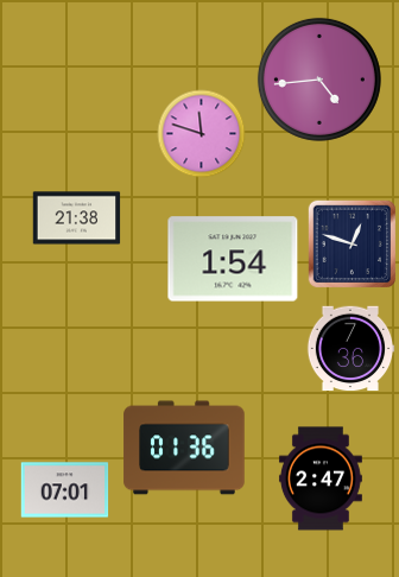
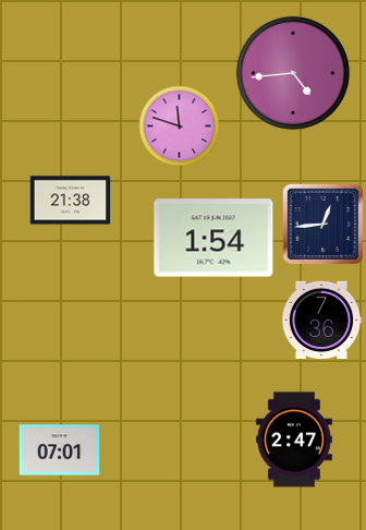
clock at (202, 134) position: (202, 134) -> (180, 127)
clock at (351, 243): 12:48 -> 12:44
clock at (184, 448): 01:36 -> none
